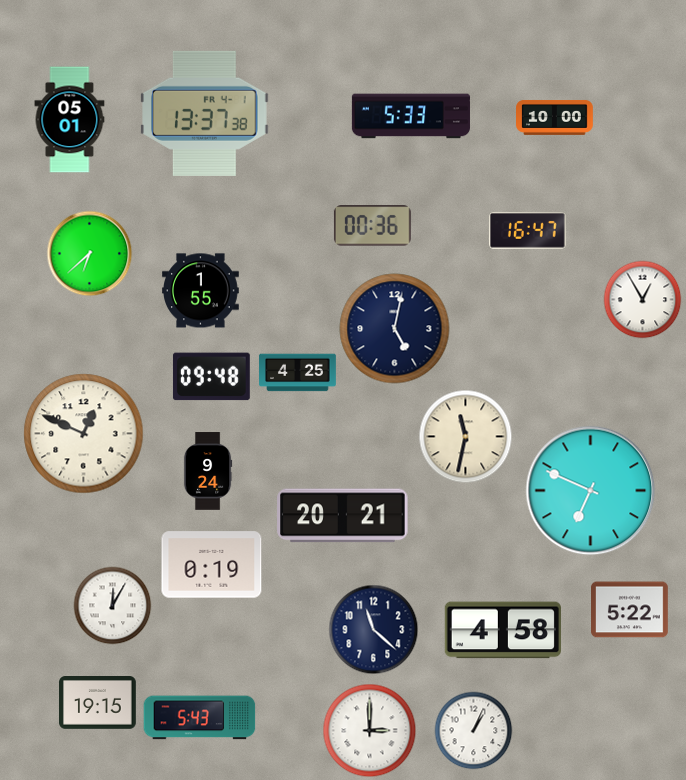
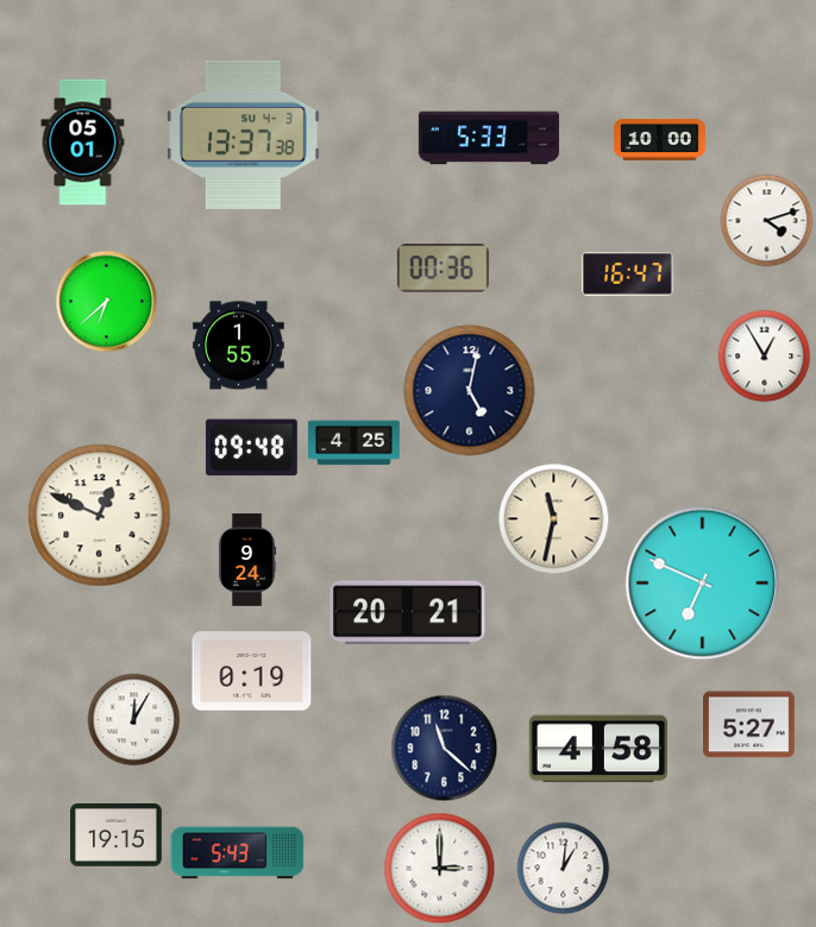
clock at (205, 113) date: FR 4-1 -> SU 4-3
clock at (766, 220): none -> 4:12
clock at (630, 610): 5:22 -> 5:27
clock at (473, 730): 1:04 -> 1:01
